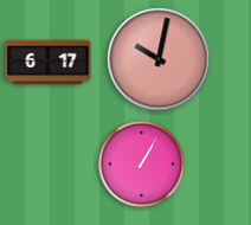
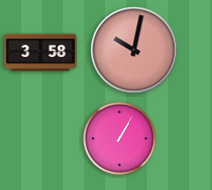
clock at (49, 63): 6:17 -> 3:58
